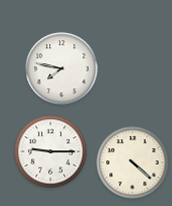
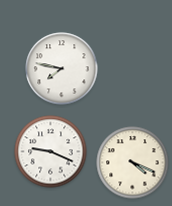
clock at (51, 152): 9:15 -> 9:19
clock at (133, 163): 4:22 -> 4:19
